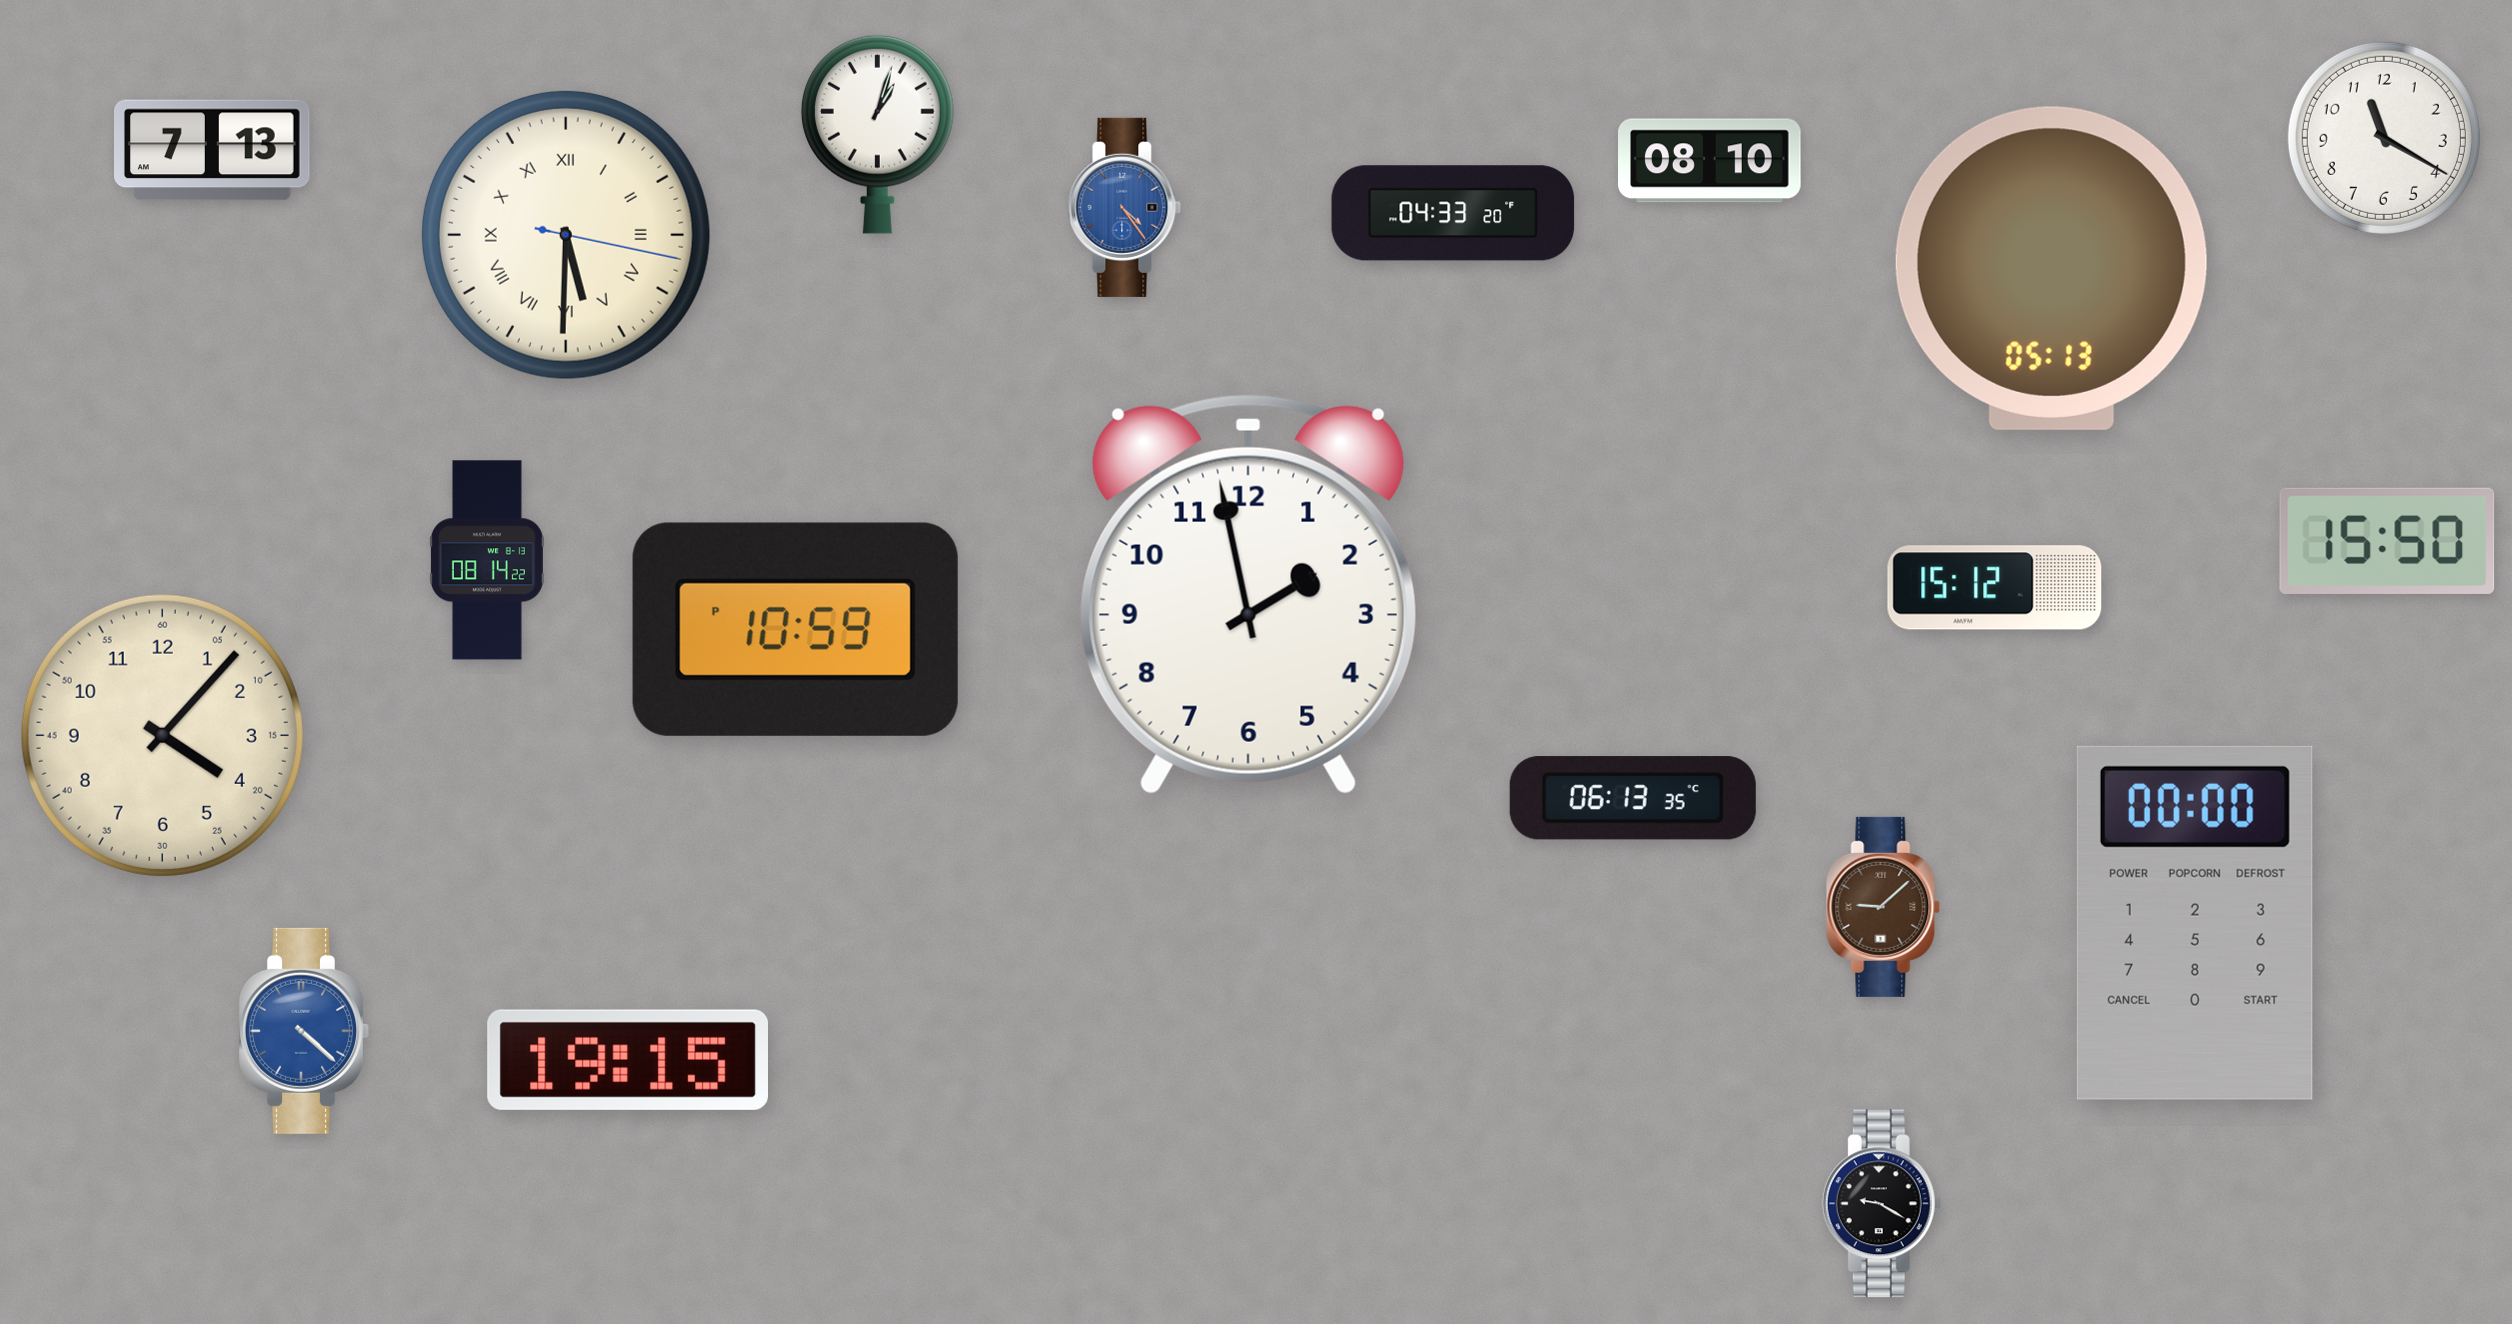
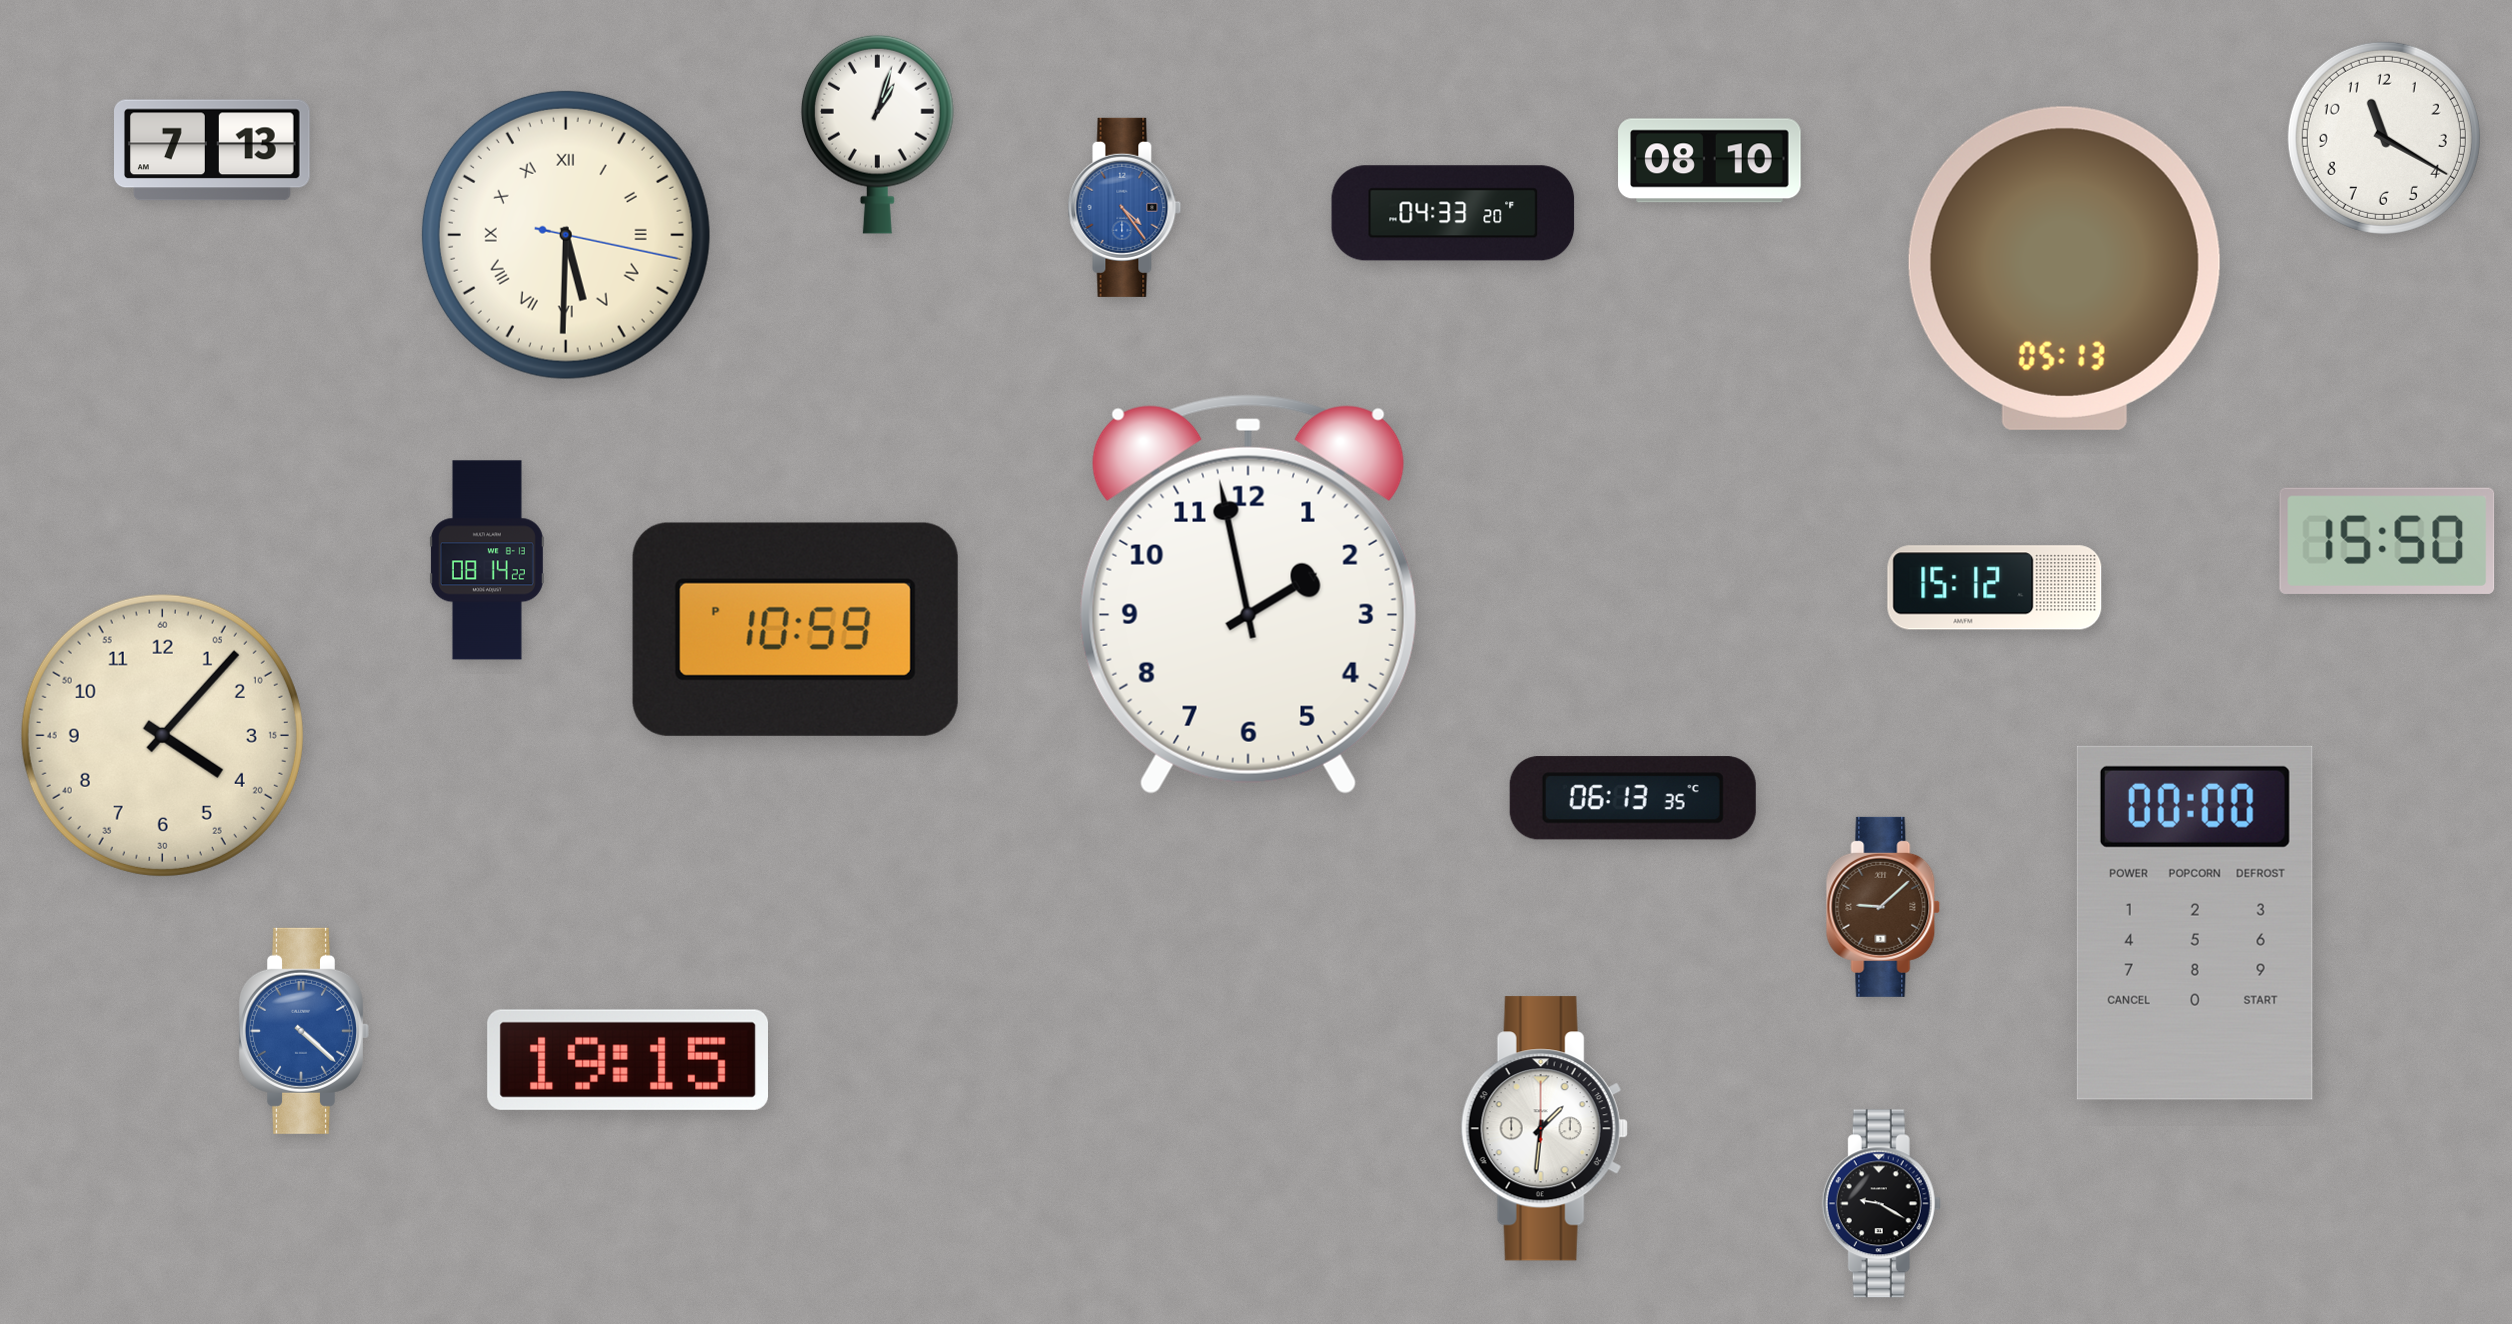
clock at (2051, 268) position: (2051, 268) -> (2064, 268)
clock at (1544, 1129): none -> 1:31
